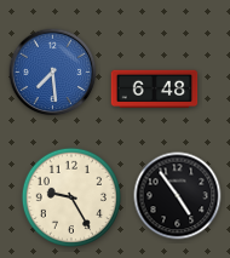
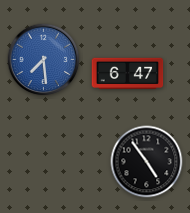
clock at (155, 88): 6:48 -> 6:47
clock at (70, 196): 9:25 -> none
